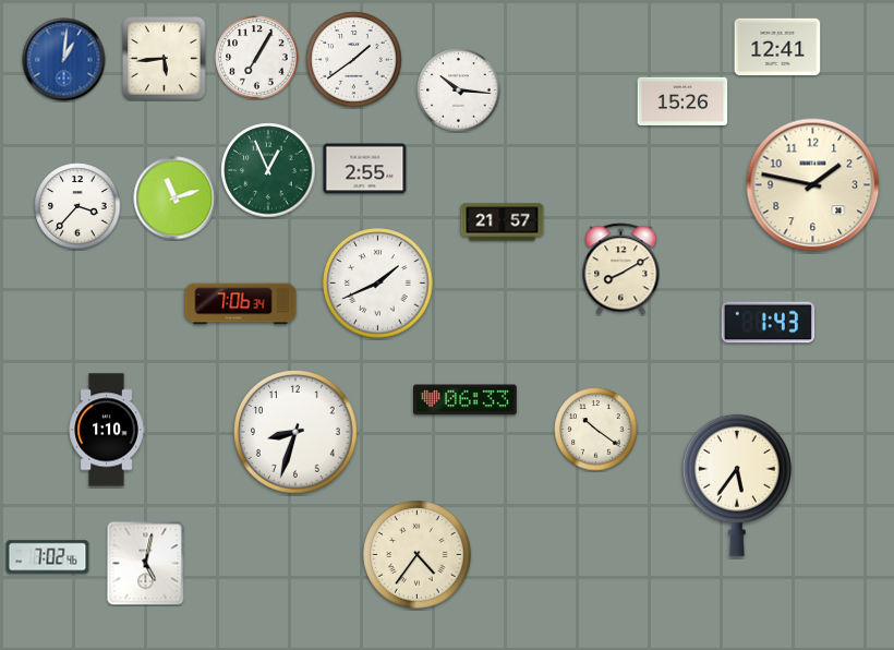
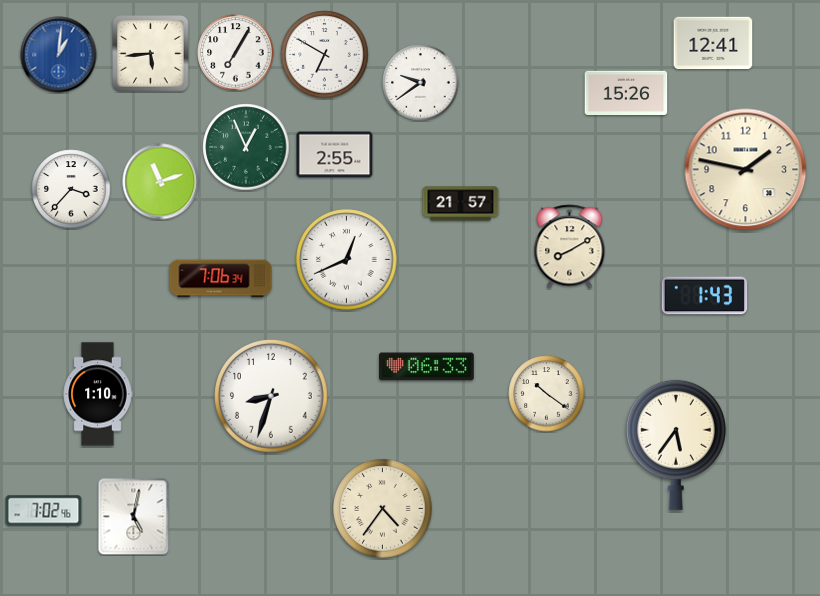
clock at (354, 60): 1:39 -> 6:50
clock at (459, 91): 10:16 -> 9:39
clock at (268, 170) position: (268, 170) -> (246, 147)
clock at (378, 284): 1:41 -> 12:41
